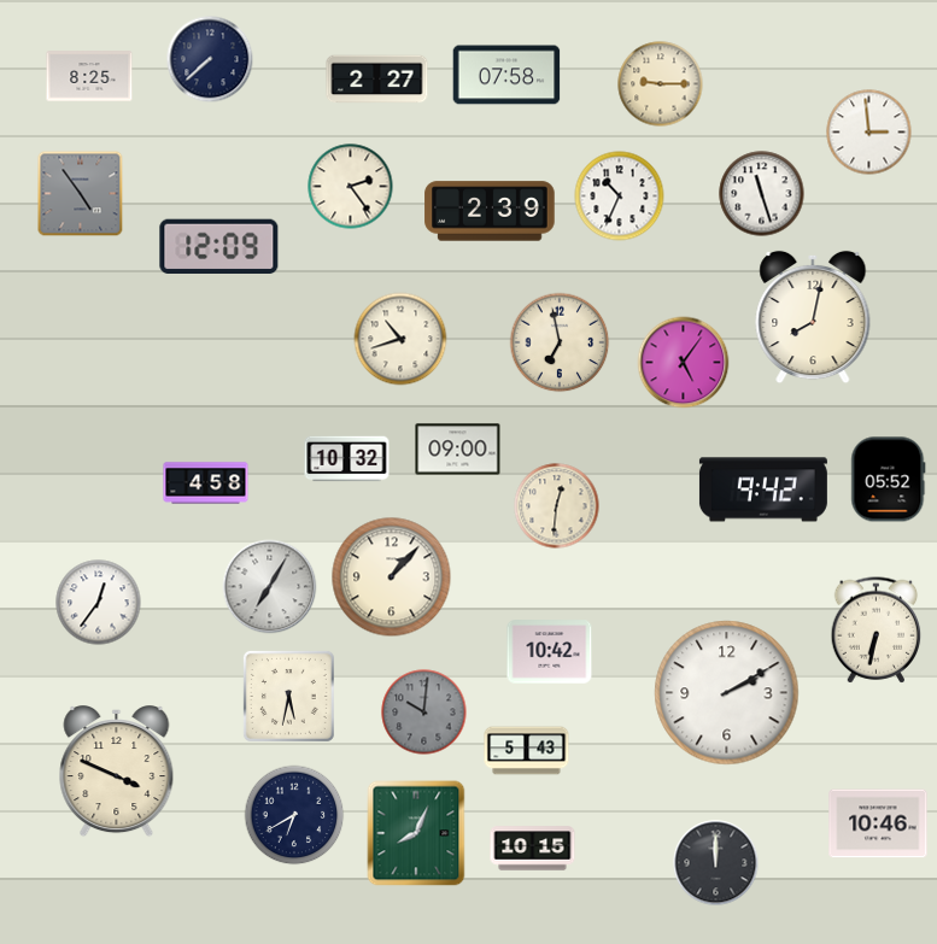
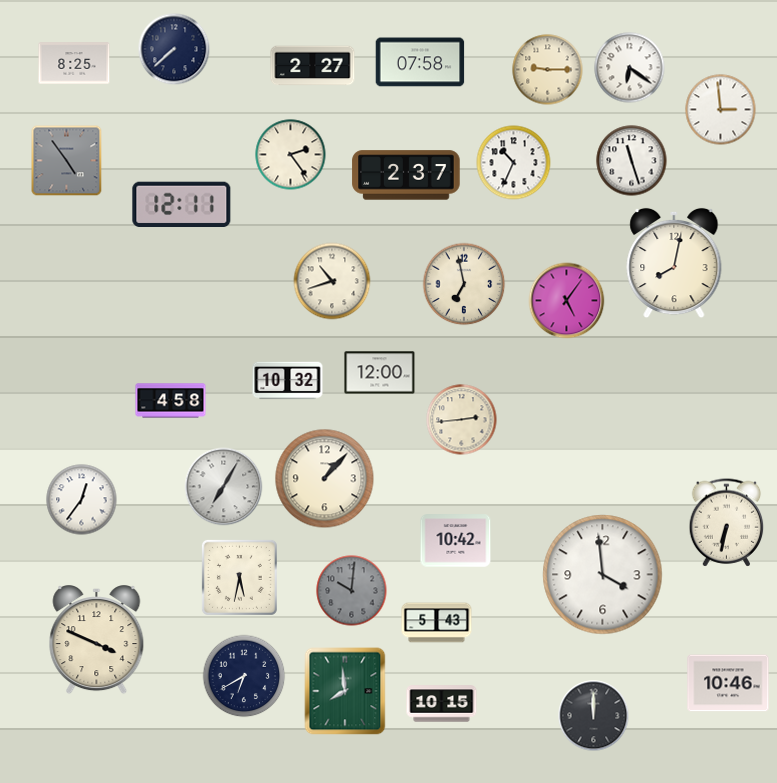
clock at (630, 68): none -> 6:21
clock at (490, 211): 2:39 -> 2:37
clock at (219, 246): 12:09 -> 12:11
clock at (458, 450): 09:00 -> 12:00
clock at (889, 480): 05:52 -> none
clock at (763, 489): 9:42 -> none
clock at (557, 506): 12:31 -> 2:44
clock at (727, 693): 2:10 -> 3:59
clock at (416, 833): 8:04 -> 7:59
